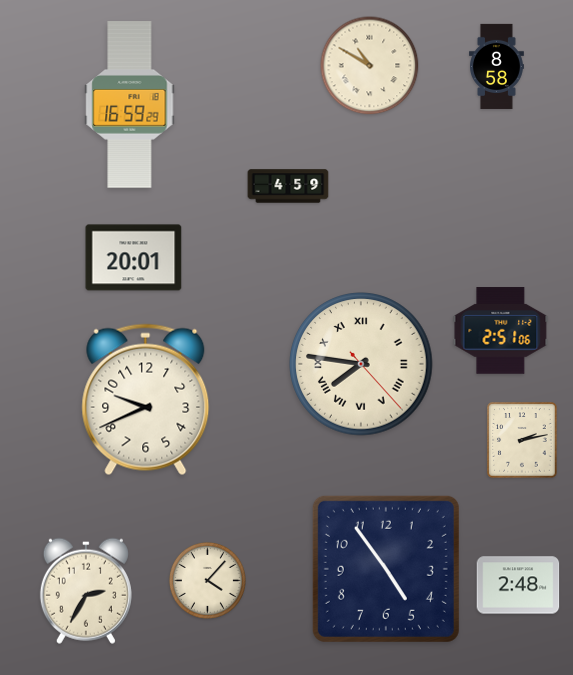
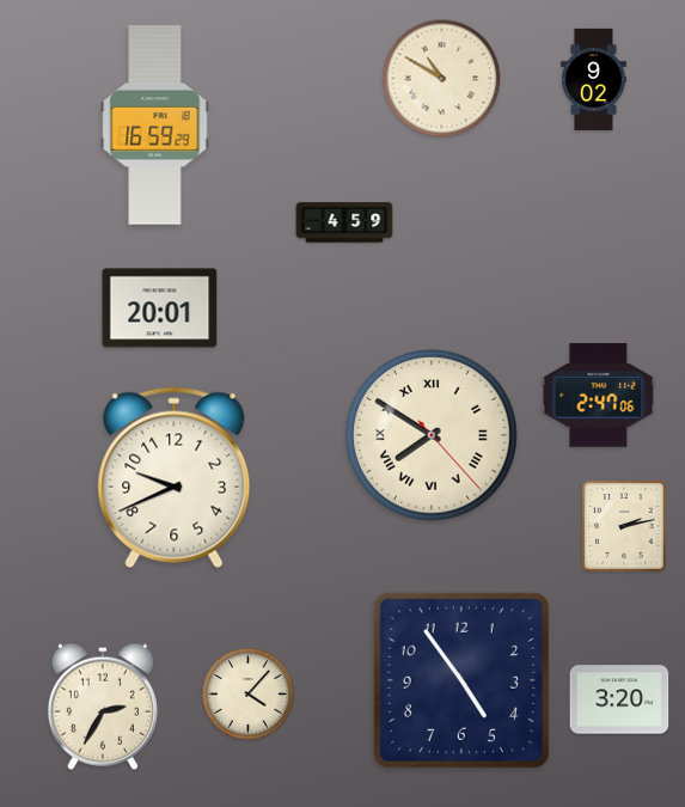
clock at (497, 66): 8:58 -> 9:02
clock at (501, 331): 2:51 -> 2:47
clock at (361, 364): 7:46 -> 7:50
clock at (518, 585): 2:48 -> 3:20
